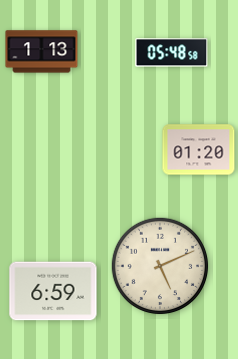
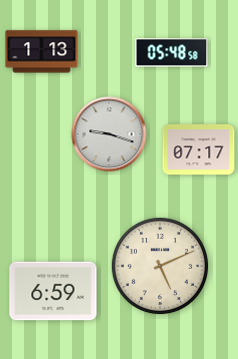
clock at (109, 134): none -> 9:18
clock at (199, 150): 01:20 -> 07:17
